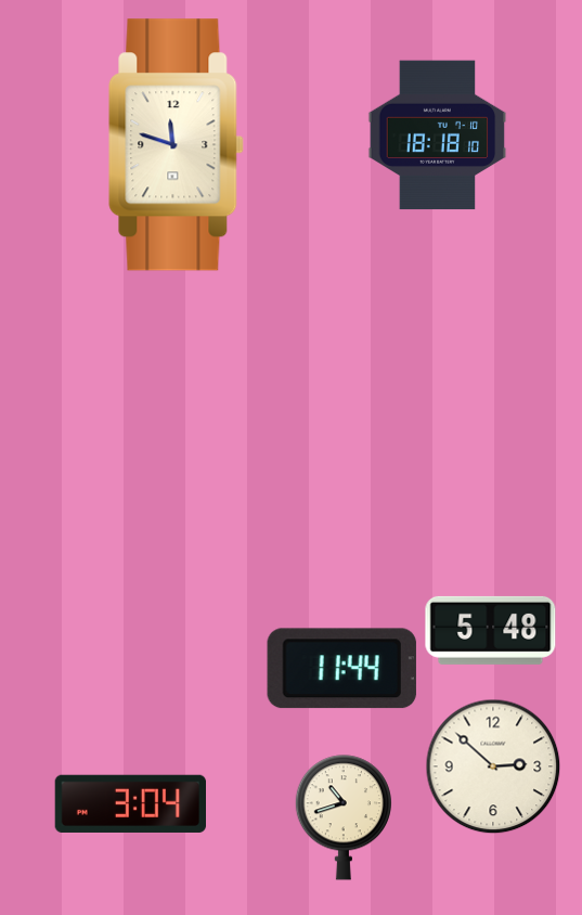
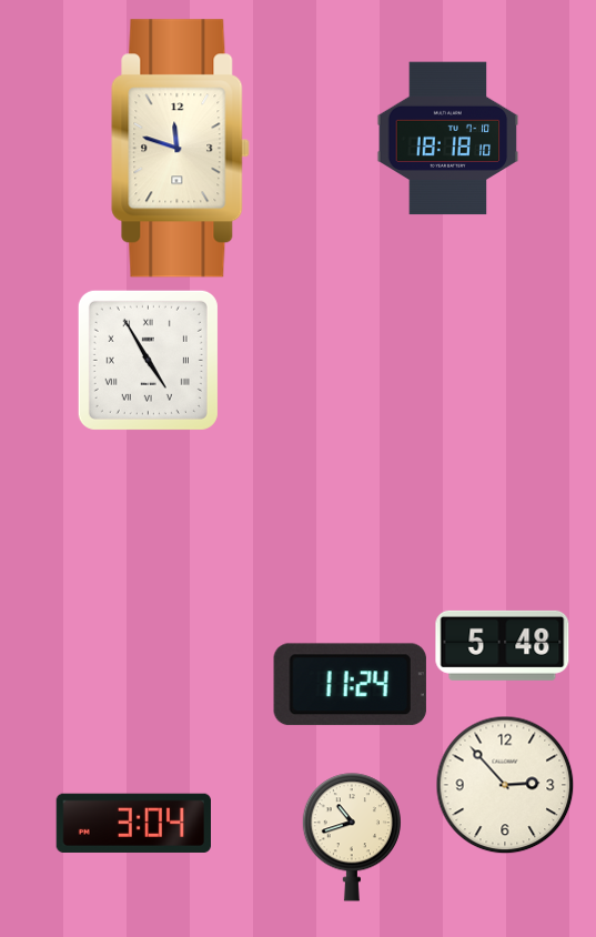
clock at (148, 360): none -> 4:55
clock at (341, 669): 11:44 -> 11:24
clock at (493, 766): 2:52 -> 2:53
